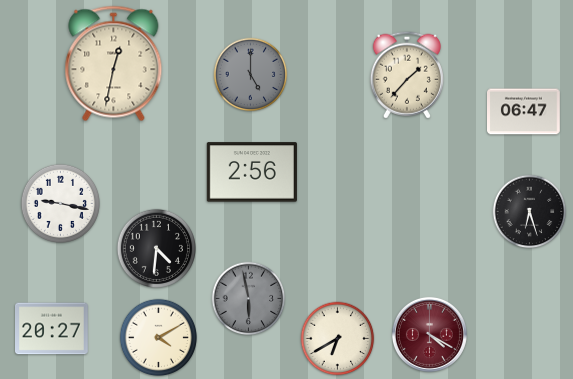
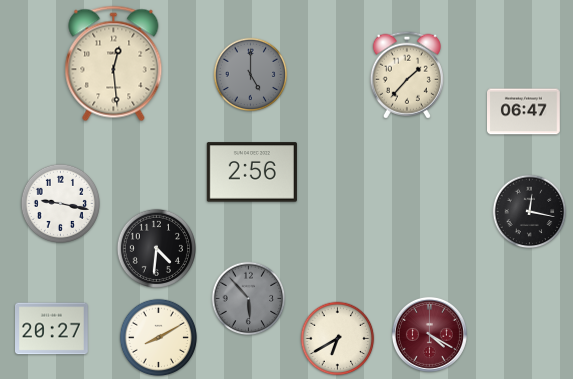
clock at (114, 64): 12:32 -> 12:29
clock at (530, 212): 6:27 -> 12:17
clock at (249, 299): 5:58 -> 5:53
clock at (159, 338): 4:10 -> 8:10
